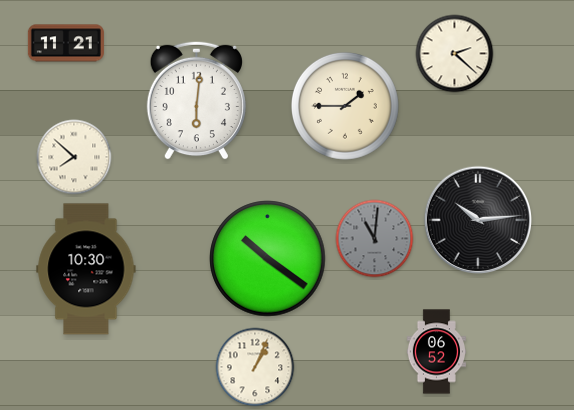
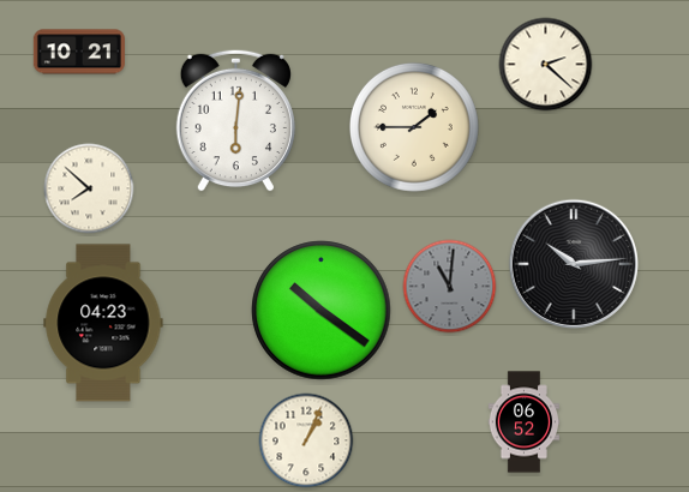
clock at (66, 43): 11:21 -> 10:21
clock at (86, 269): 10:30 -> 04:23
